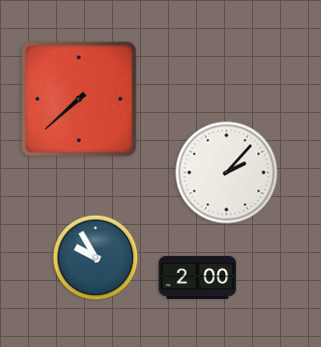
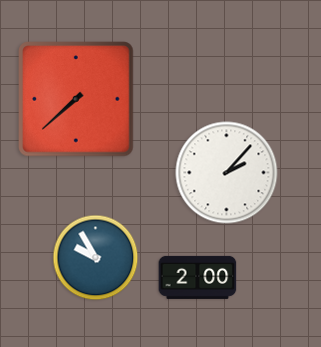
clock at (79, 99) position: (79, 99) -> (76, 99)
